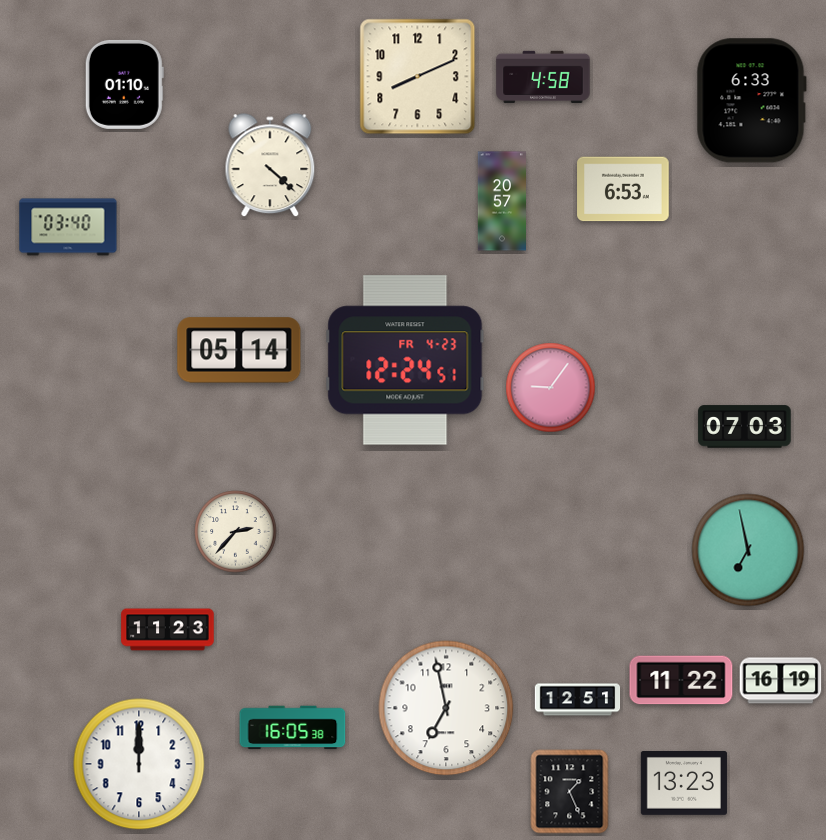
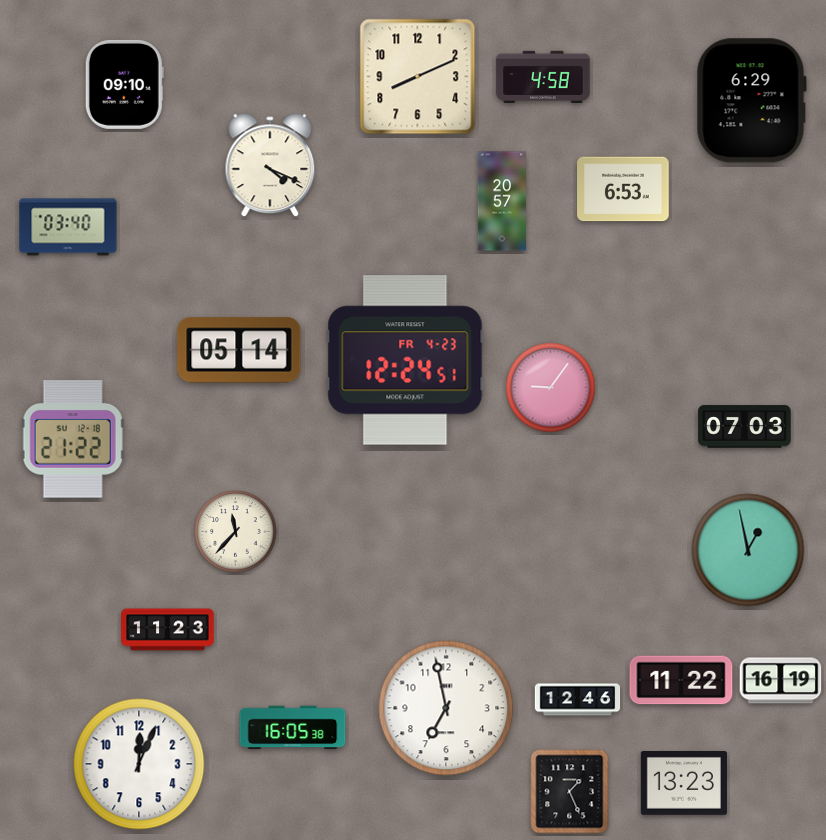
clock at (124, 84): 01:10 -> 09:10
clock at (751, 101): 6:33 -> 6:29
clock at (270, 166): 4:22 -> 4:19
clock at (73, 439): none -> 21:22
clock at (236, 532): 2:37 -> 11:37
clock at (748, 550): 6:58 -> 12:58
clock at (578, 700): 12:51 -> 12:46
clock at (139, 764): 12:00 -> 12:04
